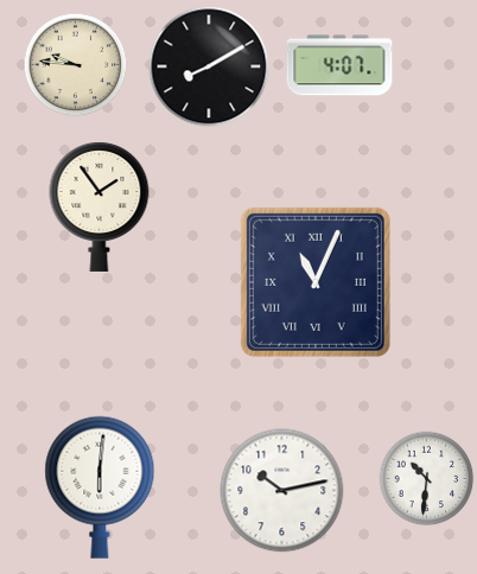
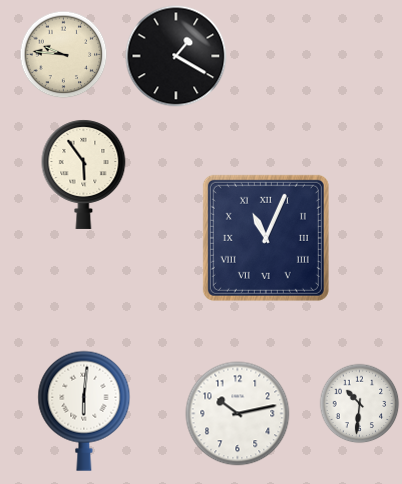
clock at (339, 65): 4:07 -> none
clock at (209, 66): 8:10 -> 1:20
clock at (100, 206): 1:54 -> 5:54
